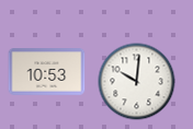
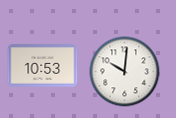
clock at (137, 82) position: (137, 82) -> (125, 72)
